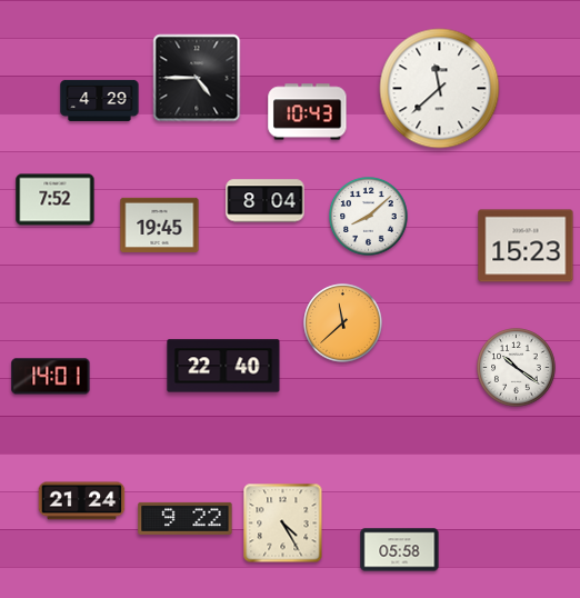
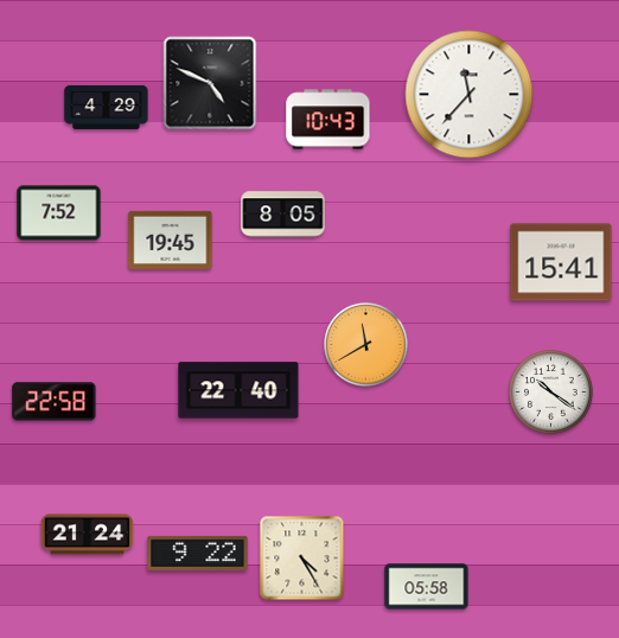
clock at (197, 78): 4:45 -> 4:49
clock at (440, 89): 11:38 -> 11:37
clock at (266, 201): 8:04 -> 8:05
clock at (369, 217): 8:08 -> none
clock at (526, 246): 15:23 -> 15:41
clock at (343, 323): 11:38 -> 11:40
clock at (51, 377): 14:01 -> 22:58
